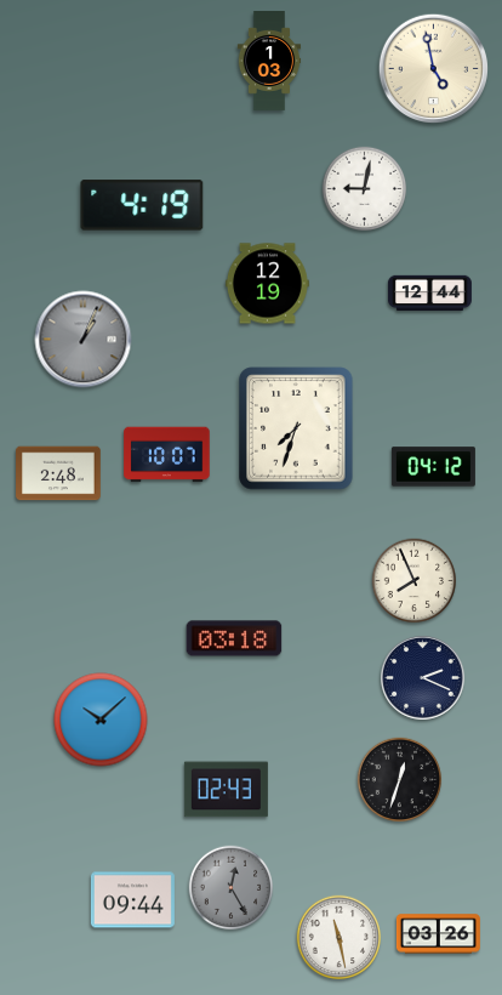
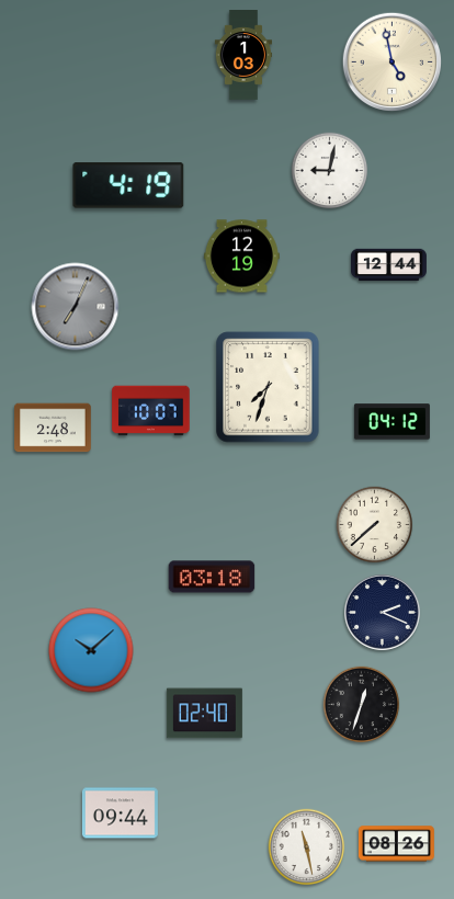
clock at (84, 340): 1:04 -> 7:04
clock at (415, 581): 7:56 -> 7:38
clock at (226, 790): 02:43 -> 02:40
clock at (232, 888): 12:25 -> none
clock at (438, 934): 03:26 -> 08:26
